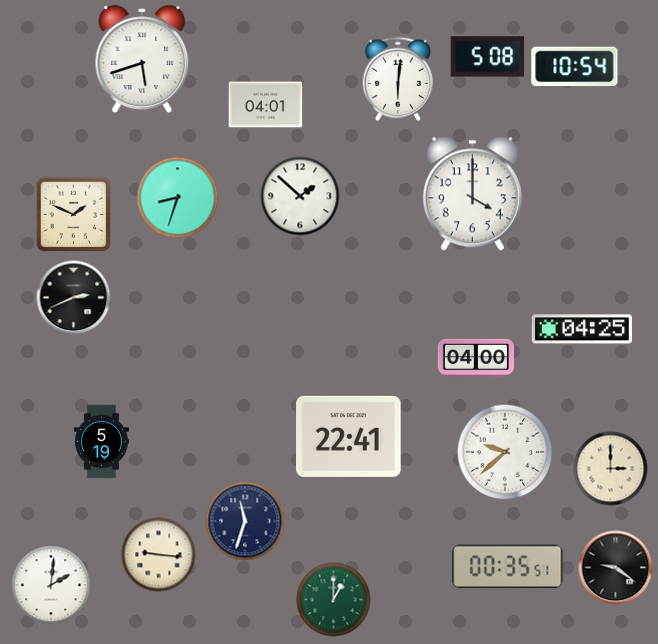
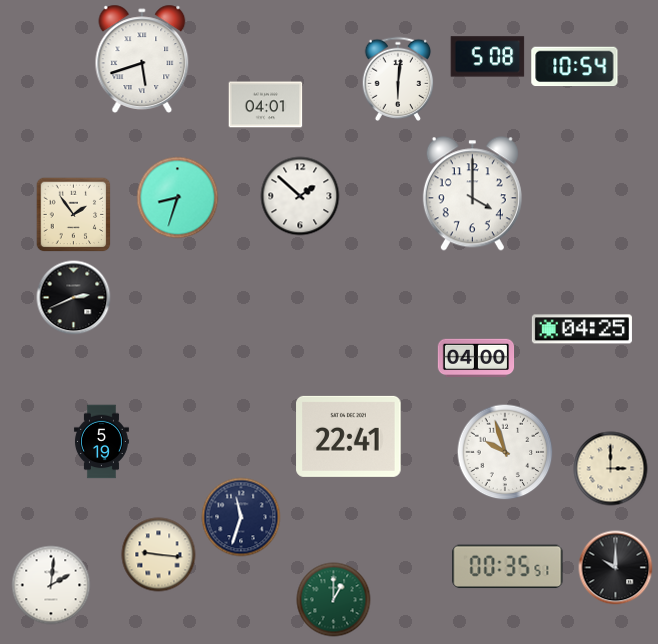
clock at (74, 215): 1:49 -> 1:54
clock at (505, 452): 9:38 -> 9:57
clock at (245, 521) position: (245, 521) -> (241, 517)
clock at (616, 568): 9:21 -> 10:00
